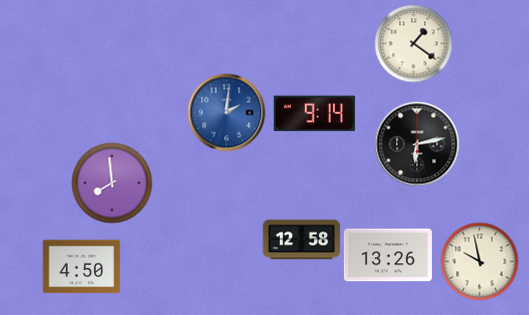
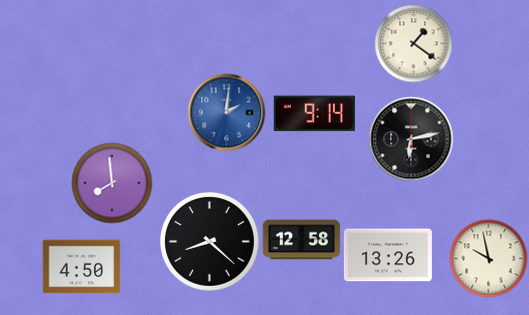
clock at (417, 144) position: (417, 144) -> (411, 139)
clock at (210, 242): none -> 8:22
clock at (479, 261) position: (479, 261) -> (488, 258)
